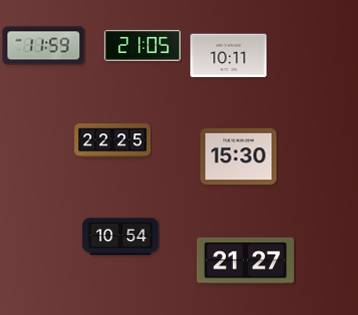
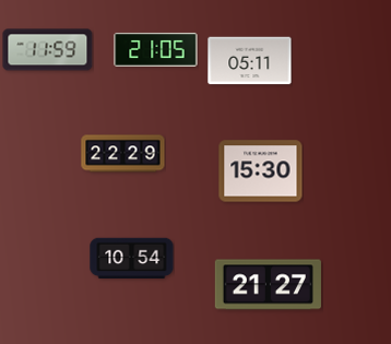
clock at (229, 56): 10:11 -> 05:11
clock at (113, 141): 22:25 -> 22:29
